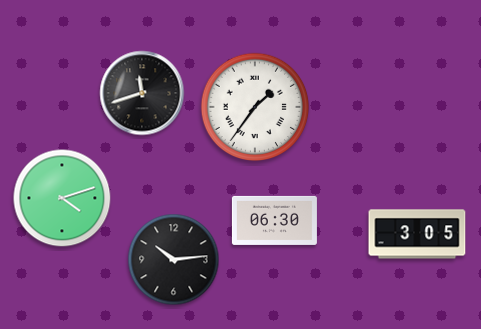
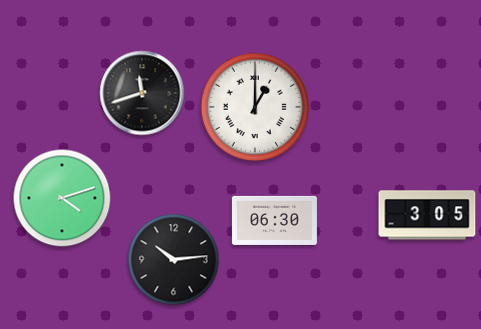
clock at (255, 107): 1:36 -> 1:00
clock at (417, 234) position: (417, 234) -> (427, 215)
